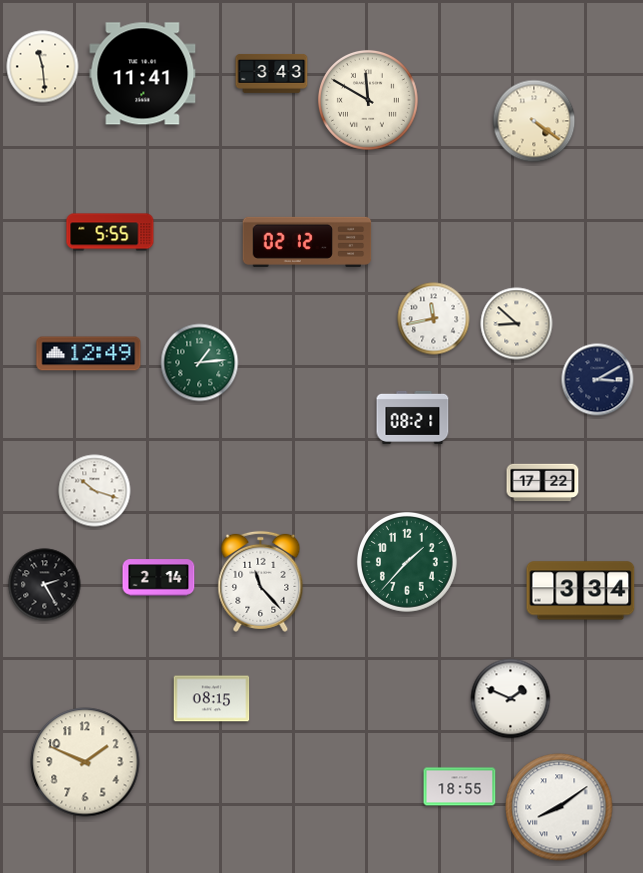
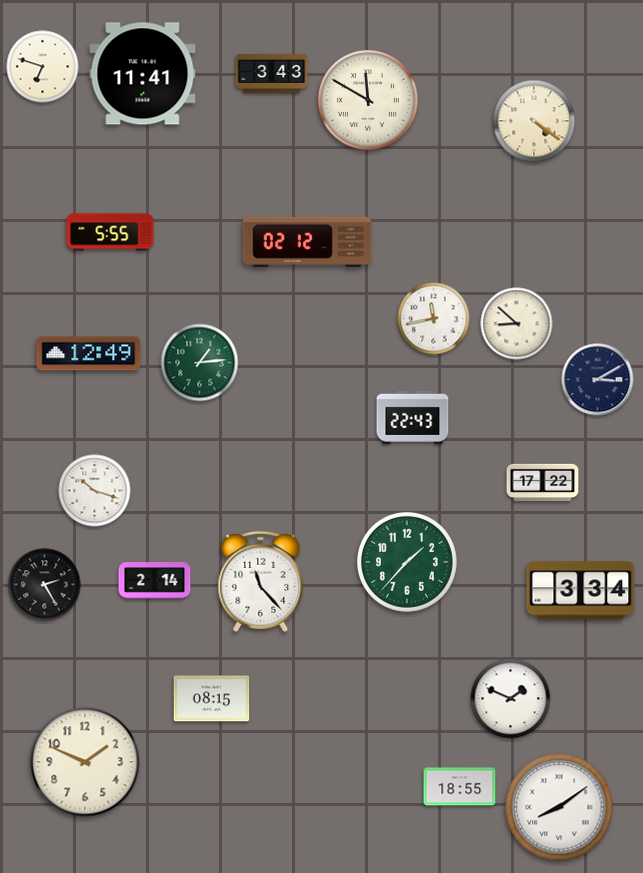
clock at (43, 67): 11:29 -> 6:48
clock at (413, 417): 08:21 -> 22:43
clock at (159, 578) position: (159, 578) -> (155, 581)
